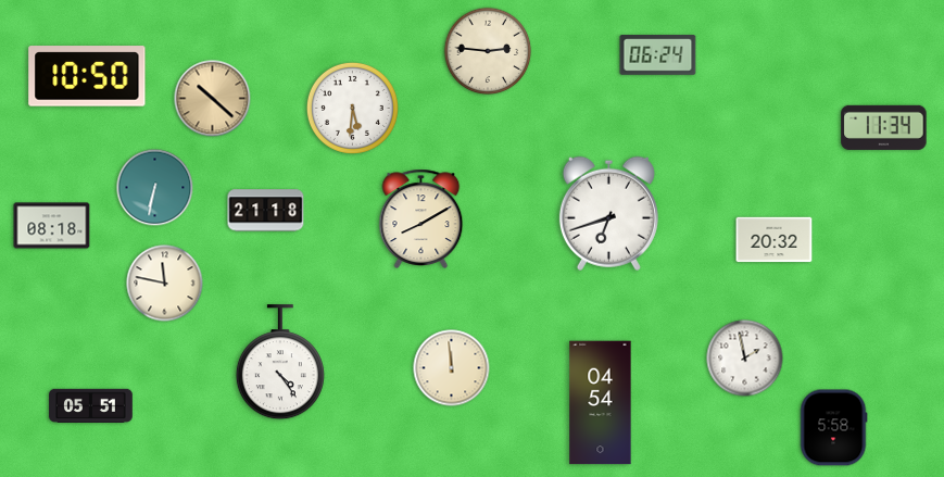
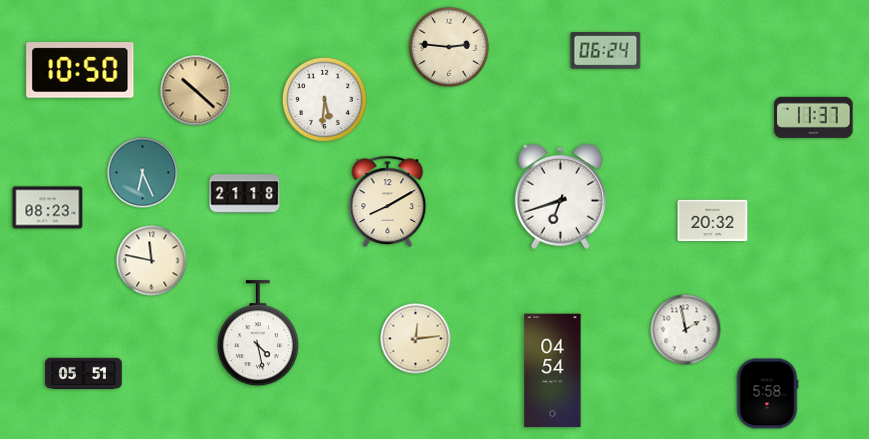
clock at (884, 127): 11:34 -> 11:37
clock at (155, 188): 6:32 -> 6:26
clock at (52, 226): 08:18 -> 08:23
clock at (280, 363): 4:24 -> 4:28
clock at (452, 368): 11:59 -> 12:14
